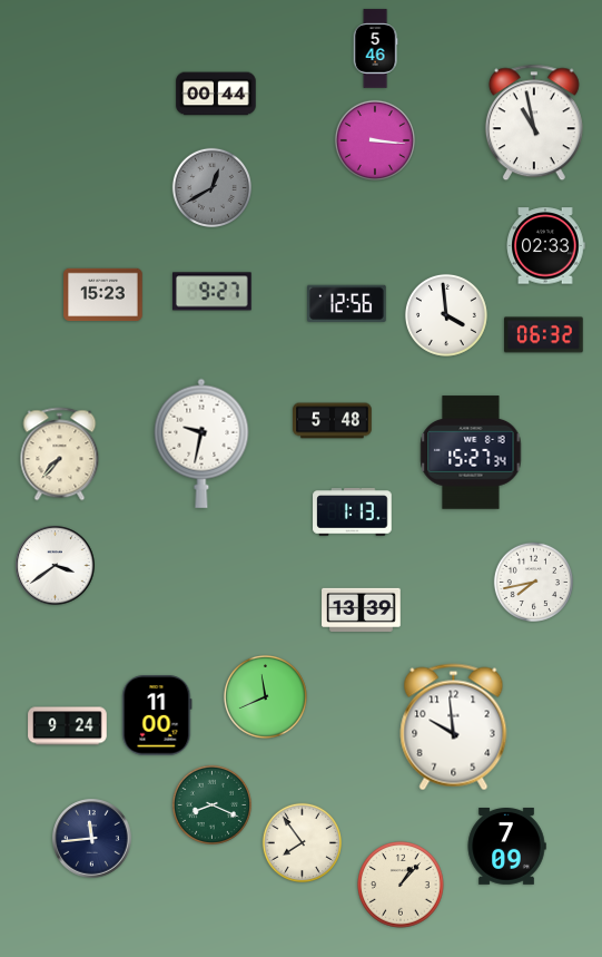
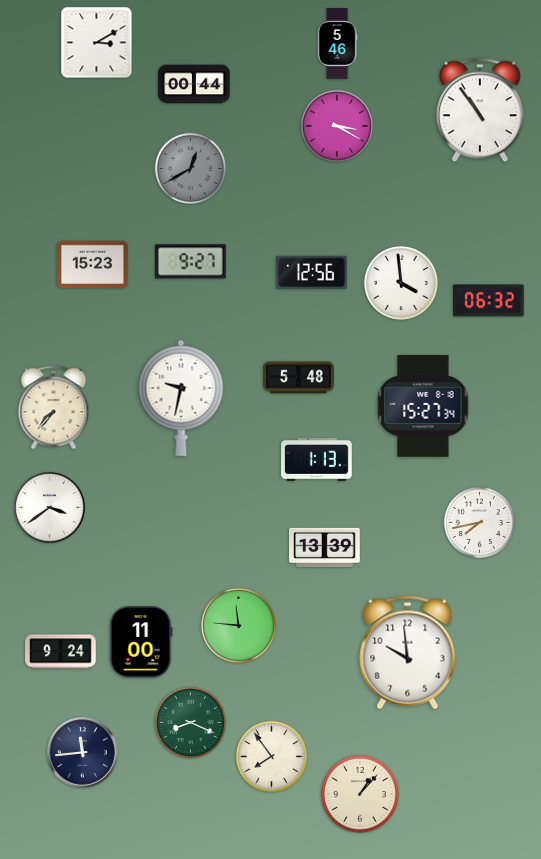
clock at (97, 43): none -> 3:10
clock at (534, 123): 10:58 -> 10:54
clock at (375, 140): 3:16 -> 3:20
clock at (545, 246): 02:33 -> none
clock at (265, 696): 11:41 -> 11:46
clock at (506, 847): 7:09 -> none
